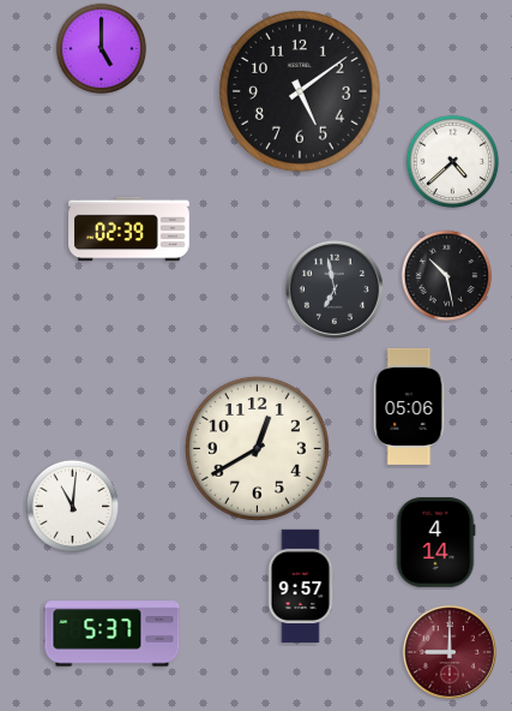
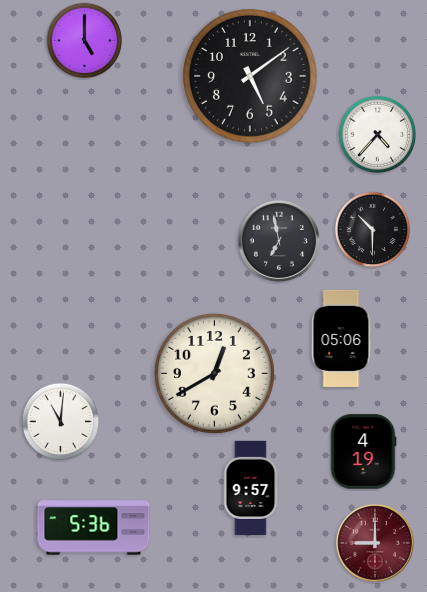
clock at (453, 162): 4:38 -> 4:37
clock at (129, 229): 02:39 -> none
clock at (447, 276): 10:28 -> 10:30
clock at (435, 543): 4:14 -> 4:19
clock at (113, 634): 5:37 -> 5:36
